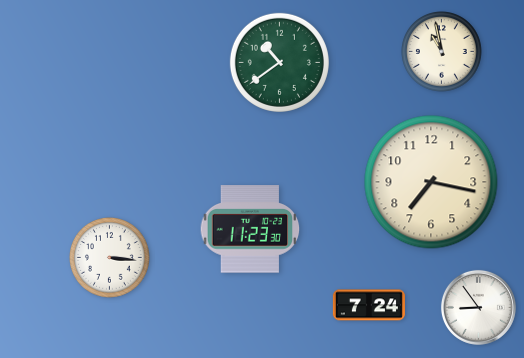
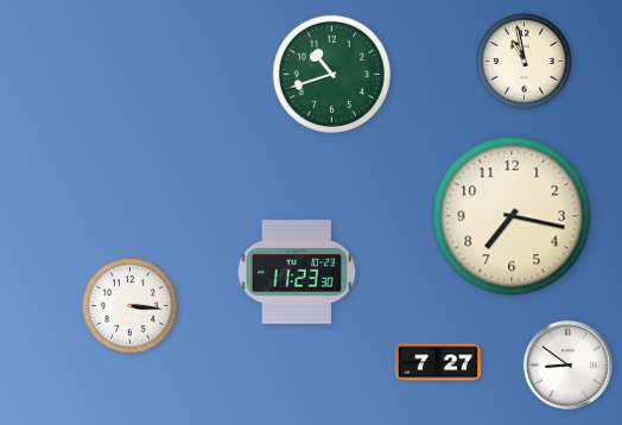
clock at (279, 62): 10:39 -> 10:42
clock at (369, 305): 7:24 -> 7:27
clock at (478, 307): 8:54 -> 8:51
